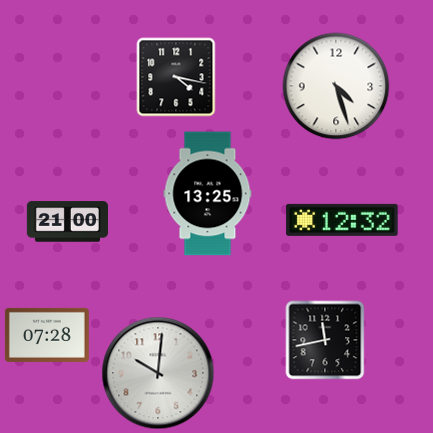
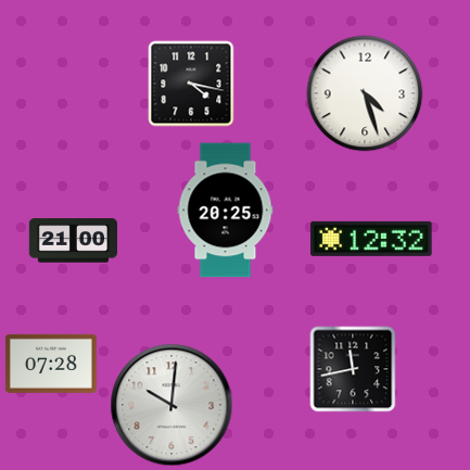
clock at (208, 194): 13:25 -> 20:25
